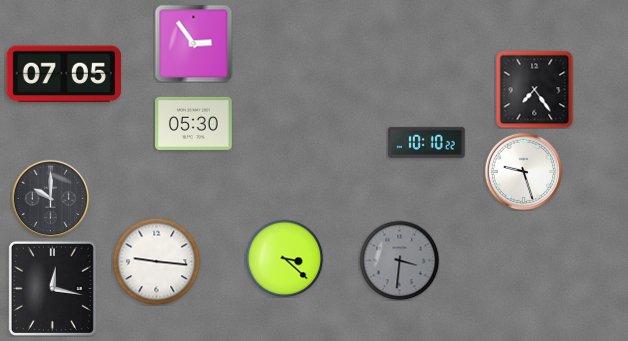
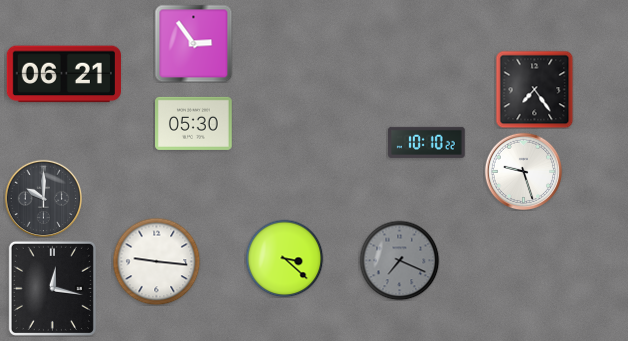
clock at (64, 74): 07:05 -> 06:21
clock at (50, 198) position: (50, 198) -> (43, 198)
clock at (399, 260): 3:31 -> 7:19
